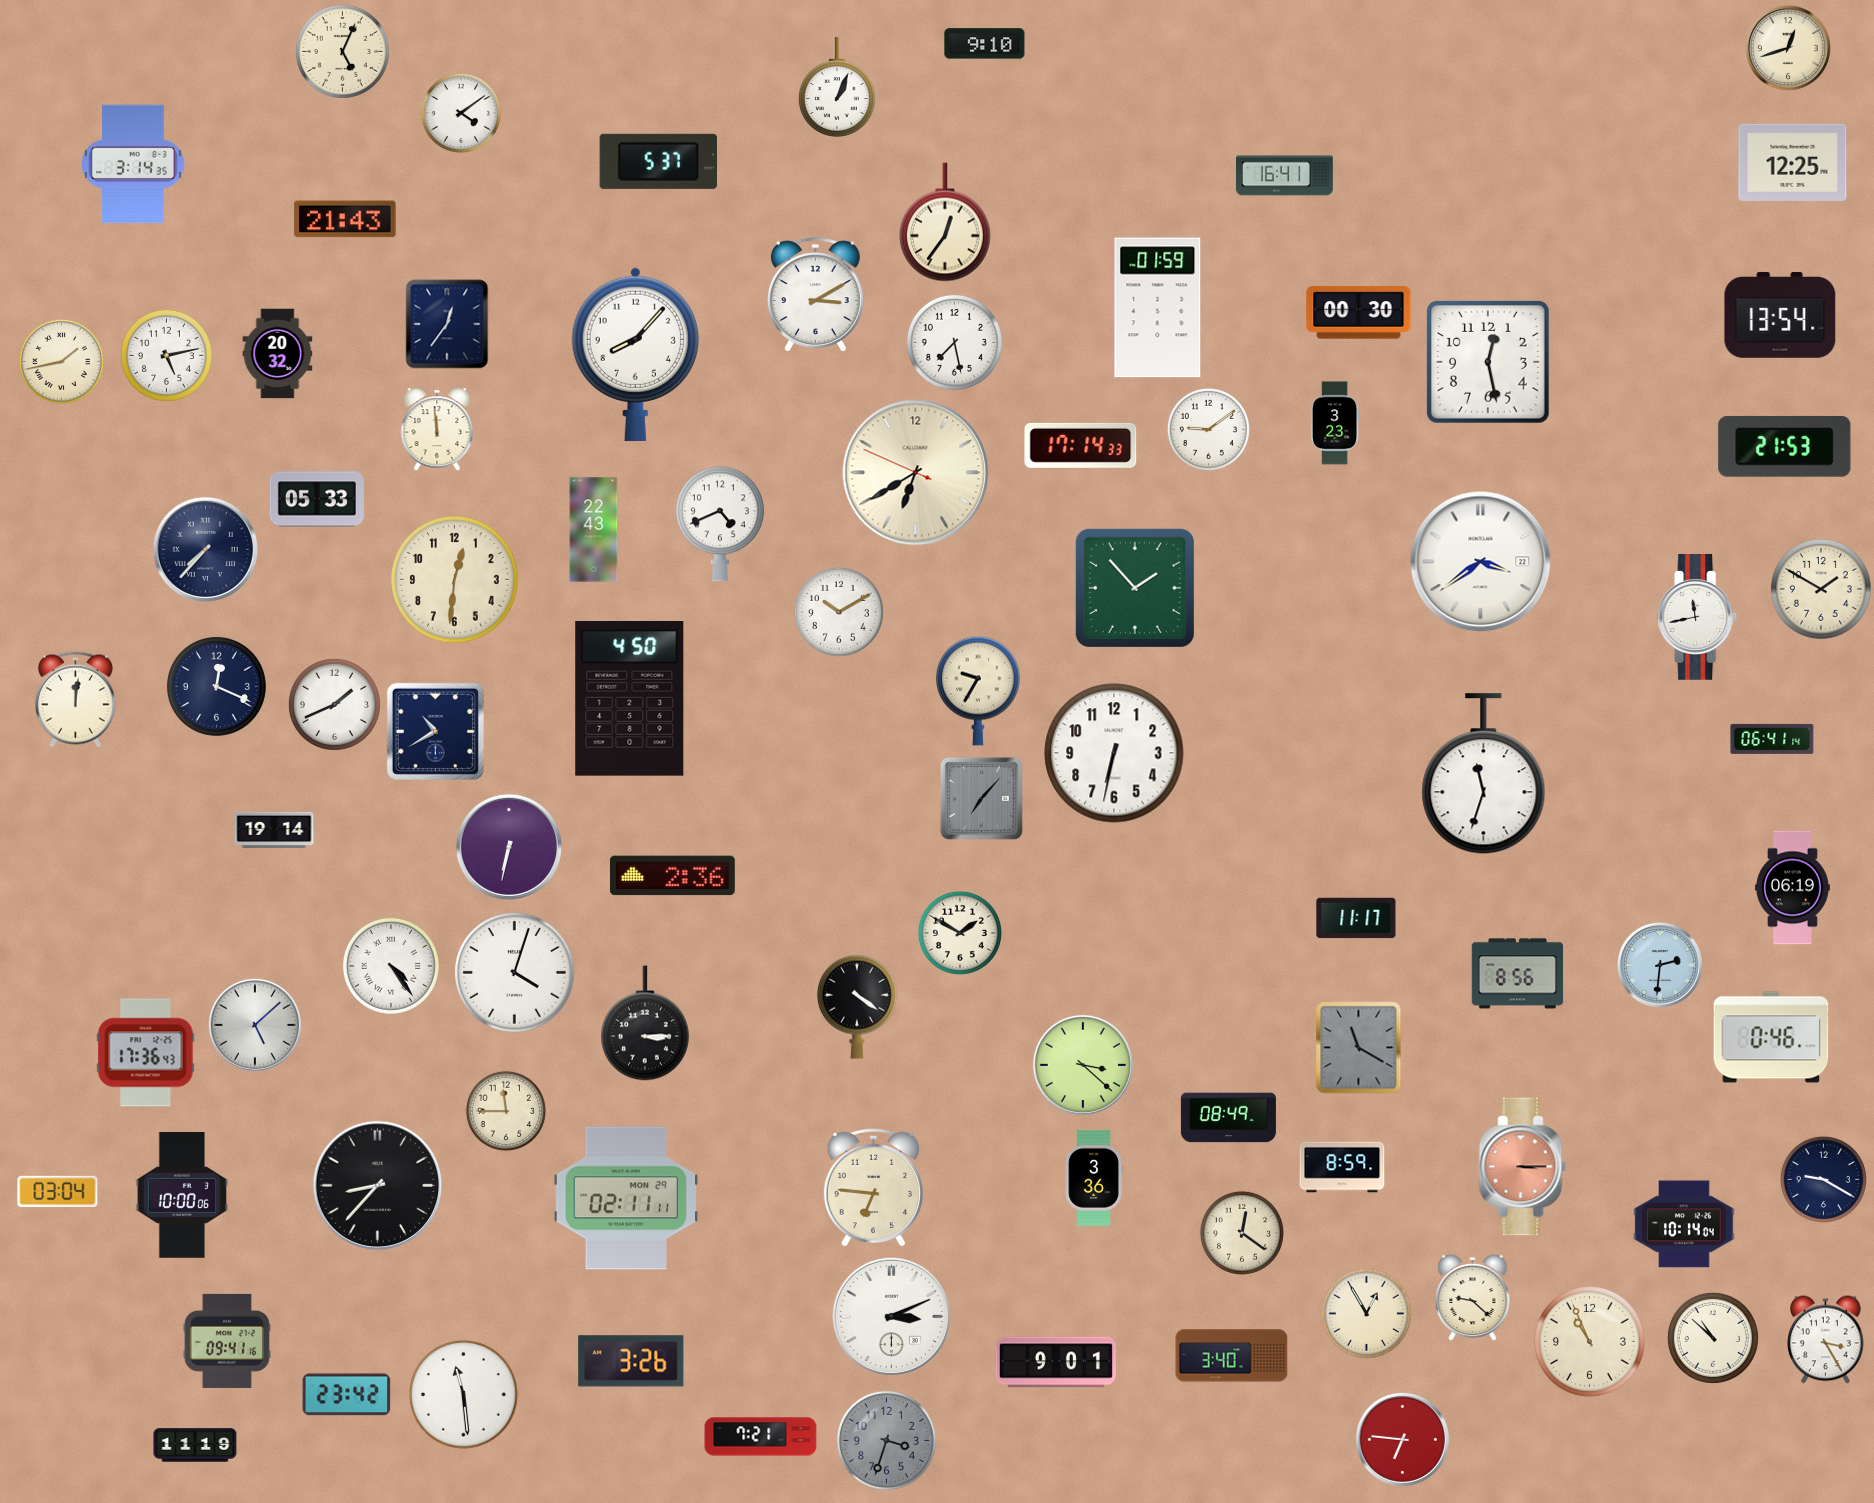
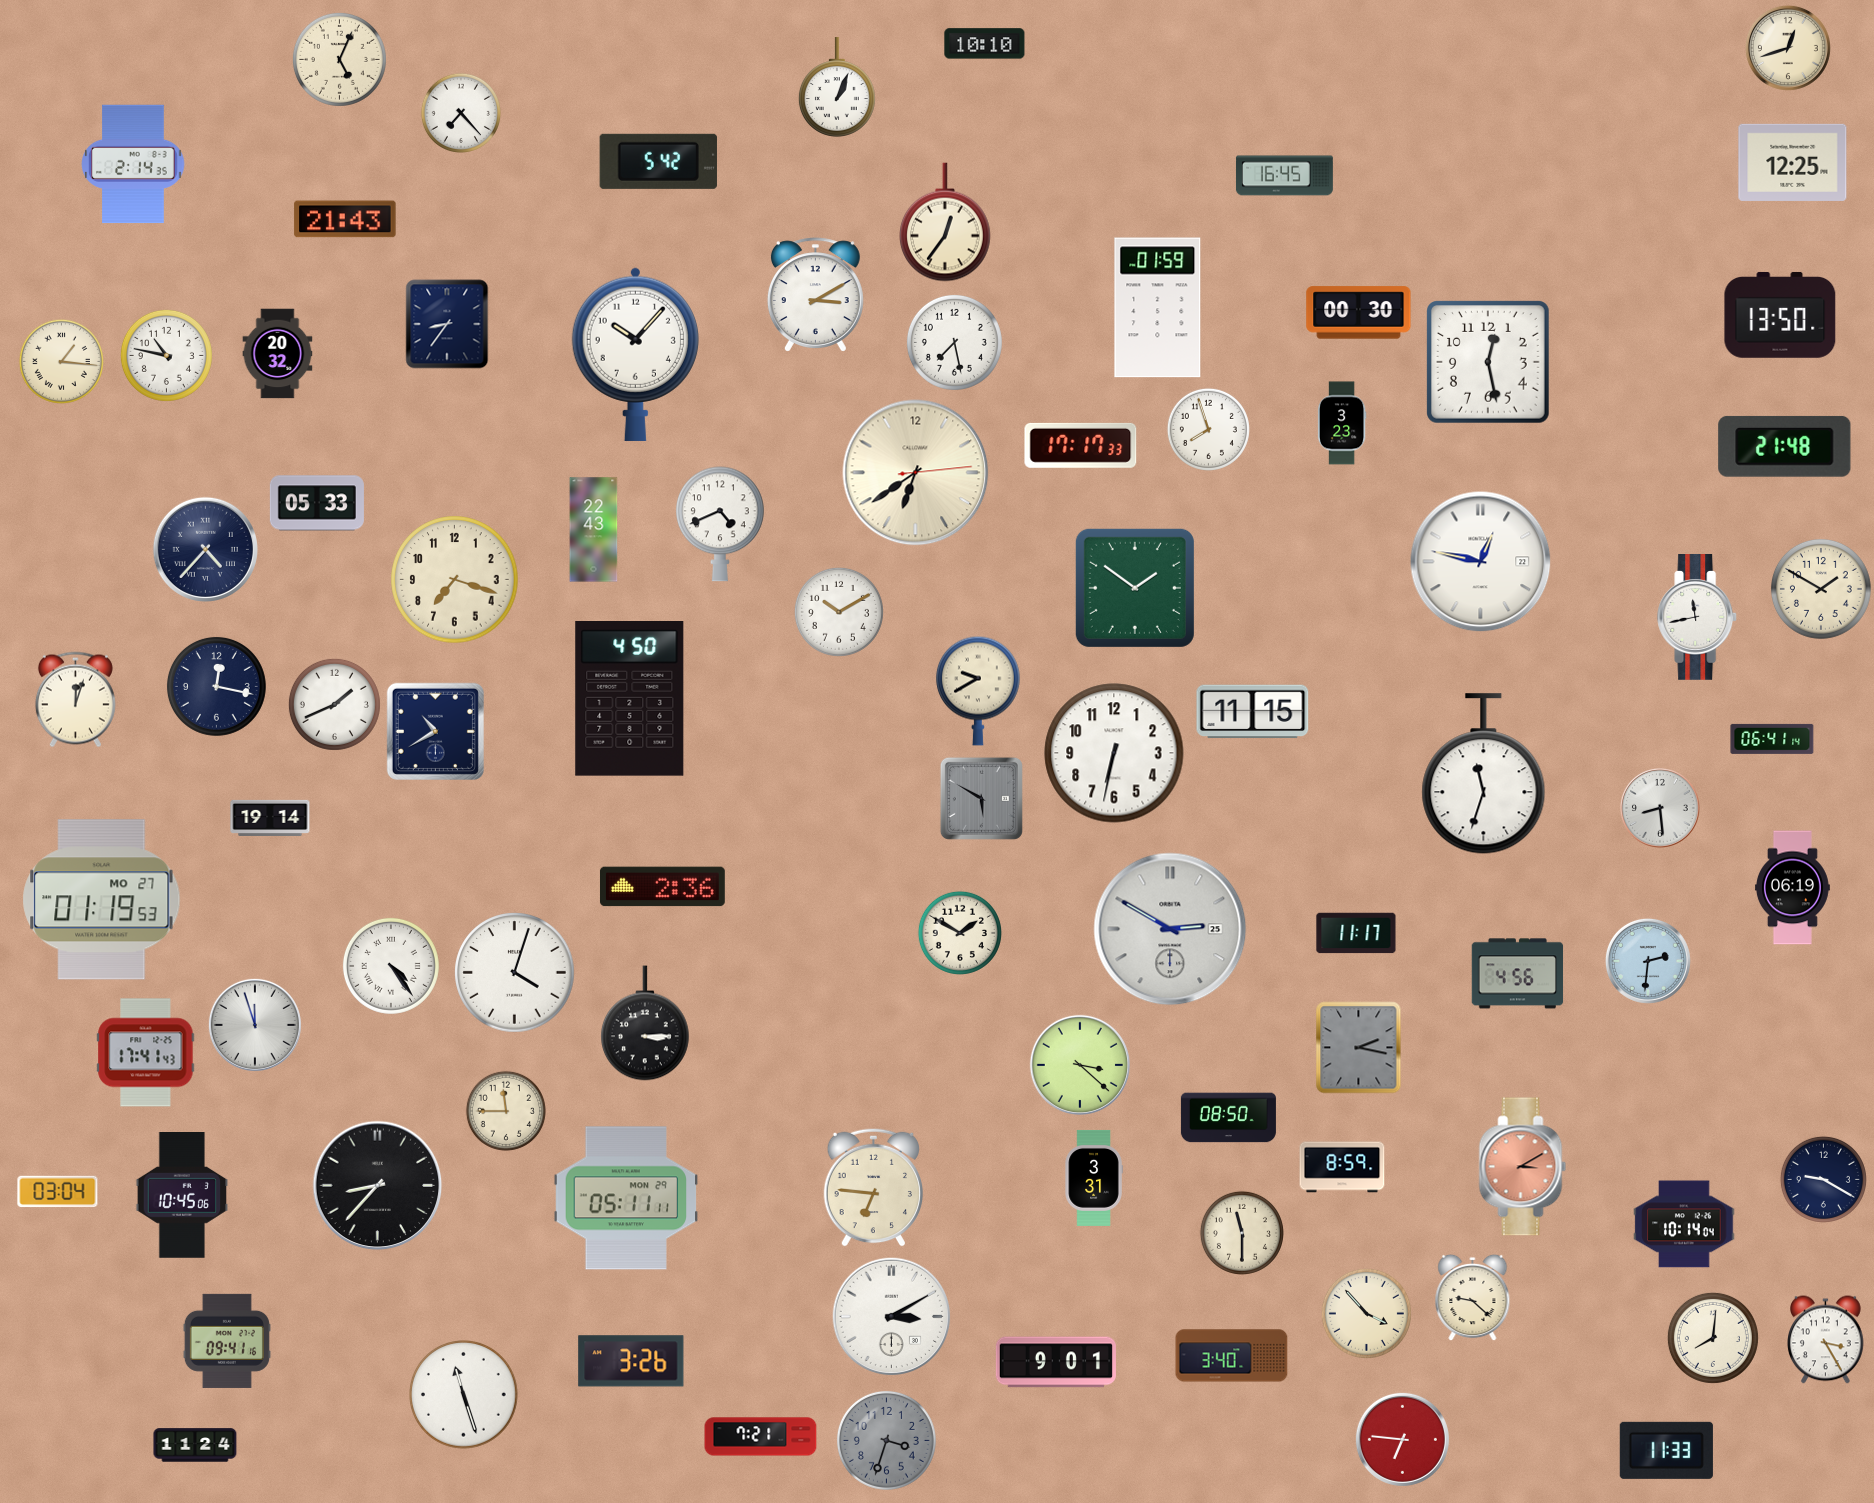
clock at (985, 44): 9:10 -> 10:10
clock at (342, 51) position: (342, 51) -> (339, 59)
clock at (461, 113): 4:09 -> 7:23
clock at (658, 161): 5:37 -> 5:42
clock at (133, 164): 3:14 -> 2:14
clock at (1284, 176): 16:41 -> 16:45
clock at (1780, 315): 13:54 -> 13:50
clock at (447, 324): 12:36 -> 8:36
clock at (635, 354): 8:07 -> 10:07
clock at (166, 355): 5:13 -> 10:47
clock at (61, 361): 1:43 -> 1:16
clock at (1335, 423) position: (1335, 423) -> (1342, 423)
clock at (437, 429): 11:59 -> none
clock at (1208, 429): 9:09 -> 7:57
clock at (1081, 445): 17:14 -> 17:17
clock at (1785, 446): 21:53 -> 21:48
clock at (916, 473): 6:39:49 -> 6:39:14
clock at (317, 499) position: (317, 499) -> (317, 503)
clock at (205, 549): 7:37 -> 4:37
clock at (1481, 562): 3:39 -> 12:47
clock at (455, 580): 12:31 -> 7:18
clock at (1135, 588): 1:53 -> 1:51
clock at (216, 686): 12:19 -> 12:17
clock at (978, 691): 9:35 -> 9:40
clock at (75, 700): 12:01 -> 12:03
clock at (1253, 712): none -> 11:15
clock at (981, 798): 7:07 -> 5:50
clock at (1660, 808): none -> 8:29
clock at (274, 830) position: (274, 830) -> (270, 818)
clock at (509, 847): 6:32 -> none
clock at (672, 876) position: (672, 876) -> (662, 887)
clock at (102, 900): none -> 01:19
clock at (1356, 918) position: (1356, 918) -> (1356, 933)
clock at (1170, 929): none -> 2:50
clock at (1660, 965) position: (1660, 965) -> (1648, 961)
clock at (1518, 974): 8:56 -> 4:56
clock at (857, 1007): 4:21 -> none
clock at (255, 1025): 5:08 -> 11:57
clock at (1771, 1037): 0:46 -> none
clock at (1359, 1048): 11:20 -> 2:17
clock at (146, 1053): 17:36 -> 17:41
clock at (1083, 1065) position: (1083, 1065) -> (1080, 1065)
clock at (1228, 1118): 08:49 -> 08:50
clock at (1523, 1167): 3:15 -> 3:10
clock at (1094, 1178): 3:36 -> 3:31
clock at (182, 1196): 10:00 -> 10:45
clock at (626, 1198): 02:11 -> 05:11
clock at (1242, 1233): 12:21 -> 11:30
clock at (1366, 1313): 12:55 -> 3:53
clock at (892, 1317): 3:11 -> 3:10
clock at (1713, 1338): 10:52 -> 8:01
clock at (1590, 1342): 10:56 -> none
clock at (347, 1395): 23:42 -> none
clock at (464, 1395): 11:29 -> 11:27
clock at (195, 1445): 11:19 -> 11:24
clock at (1666, 1450): none -> 11:33
